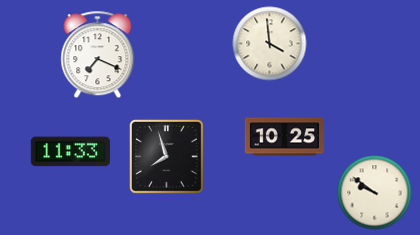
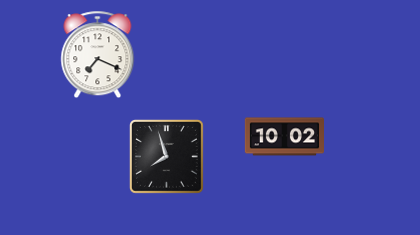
clock at (270, 44): 3:59 -> none
clock at (284, 137): 10:25 -> 10:02
clock at (70, 152): 11:33 -> none
clock at (375, 193): 9:51 -> none
